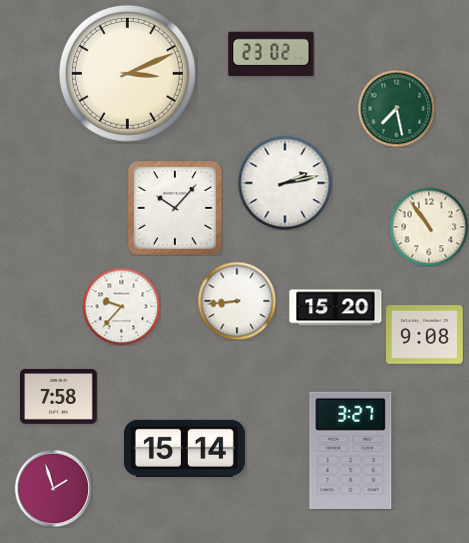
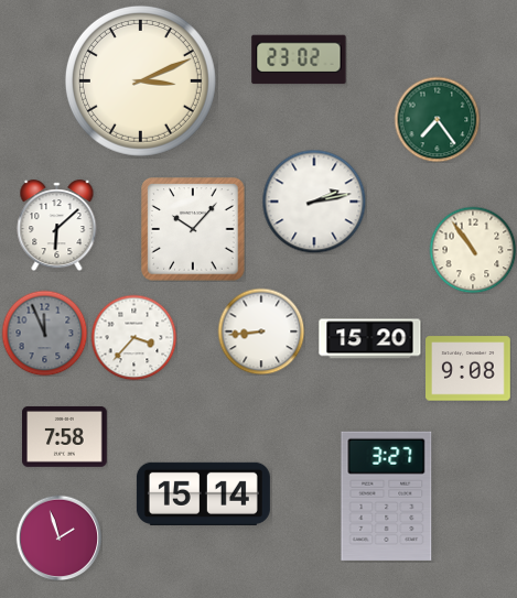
clock at (396, 108): 7:28 -> 7:24
clock at (57, 226): none -> 6:08
clock at (44, 333): none -> 11:56
clock at (121, 306): 9:37 -> 3:37
